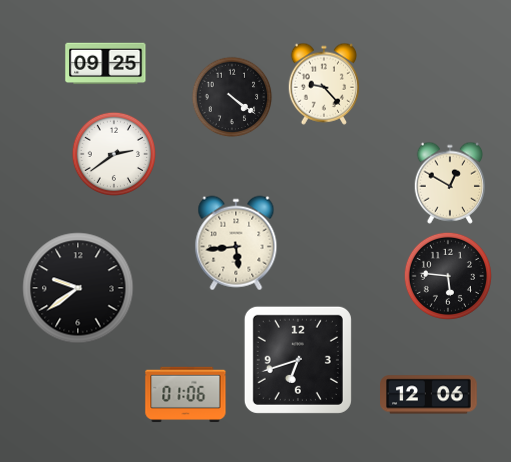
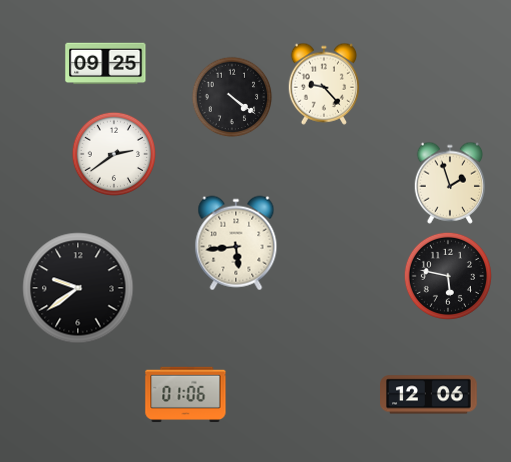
clock at (449, 183): 12:50 -> 1:57
clock at (448, 276): 5:46 -> 5:47
clock at (298, 360): 6:42 -> none
